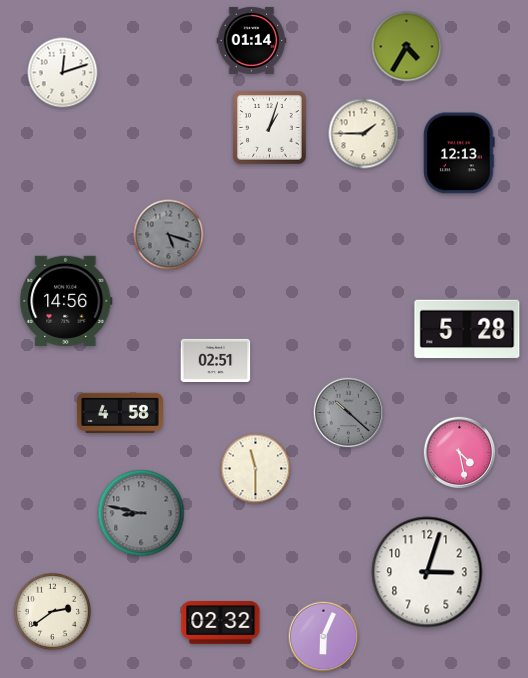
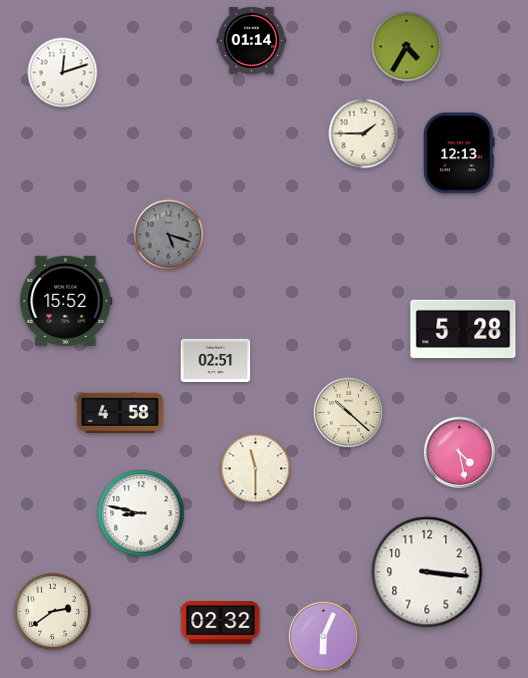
clock at (270, 128): 1:03 -> none
clock at (66, 301): 14:56 -> 15:52
clock at (467, 329) position: (467, 329) -> (463, 329)
clock at (349, 413) dial: grey -> cream
clock at (141, 513) dial: grey -> white
clock at (427, 572): 3:03 -> 3:16
